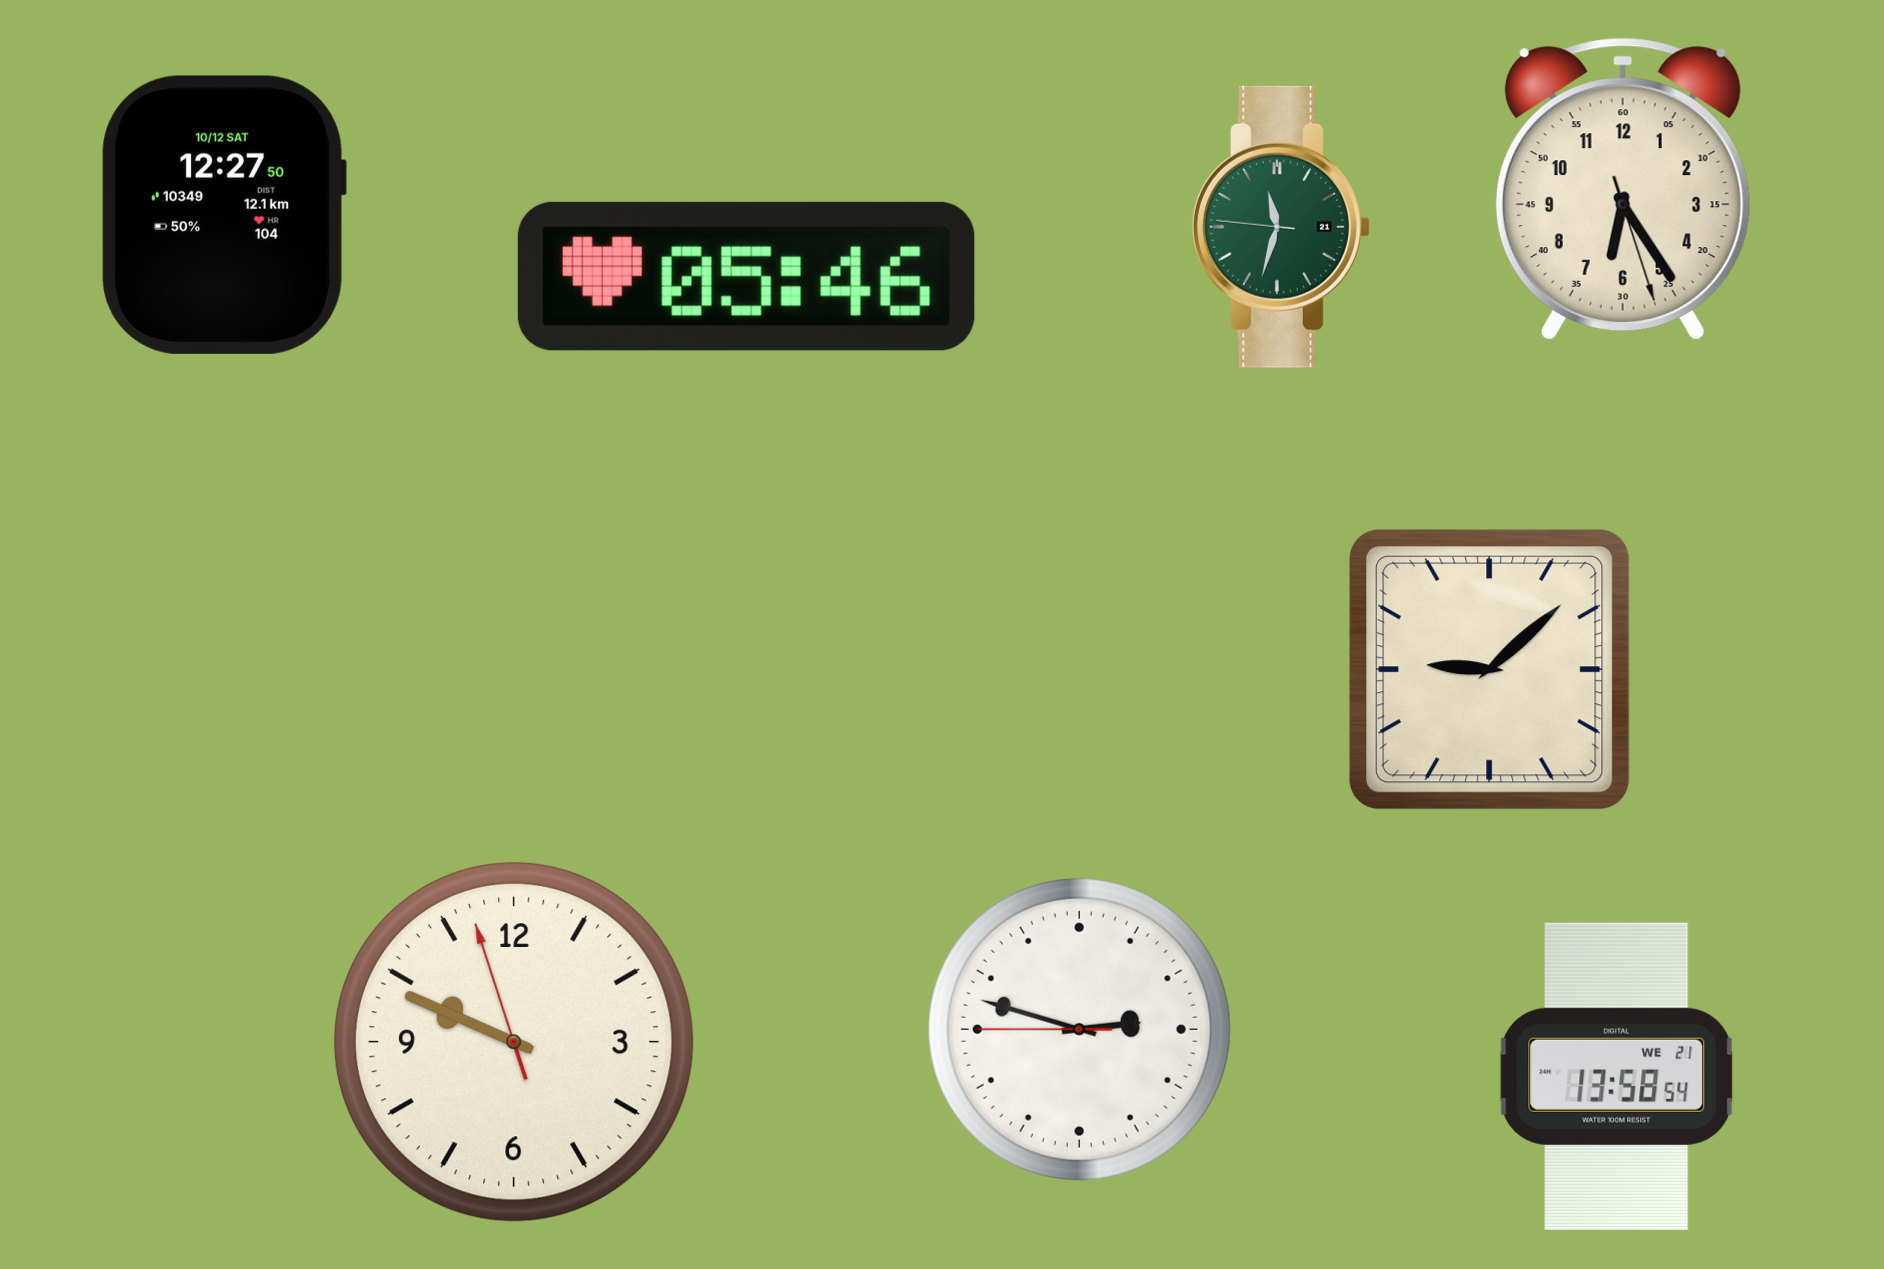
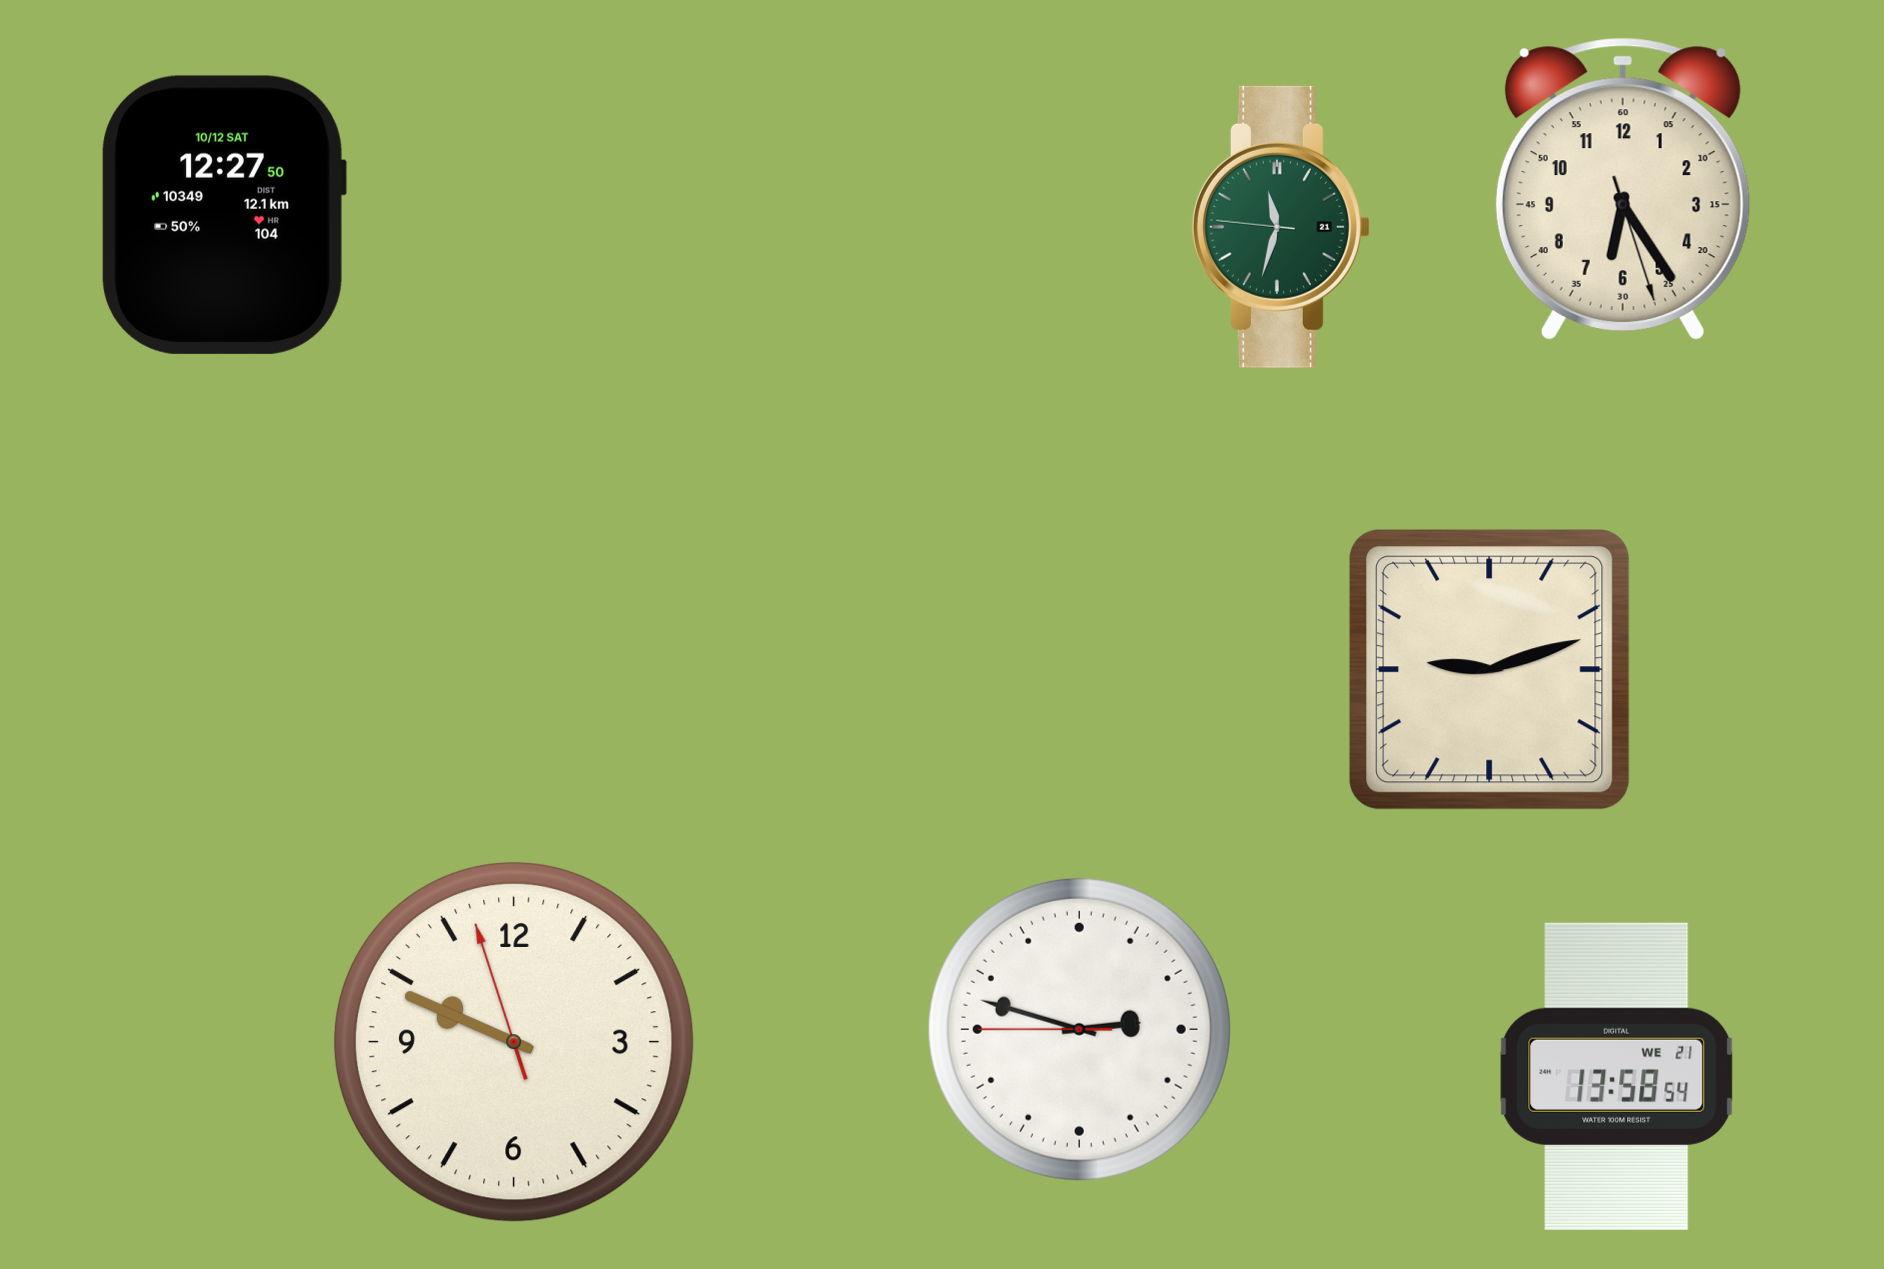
clock at (746, 276): 05:46 -> none
clock at (1490, 670): 9:08 -> 9:12
